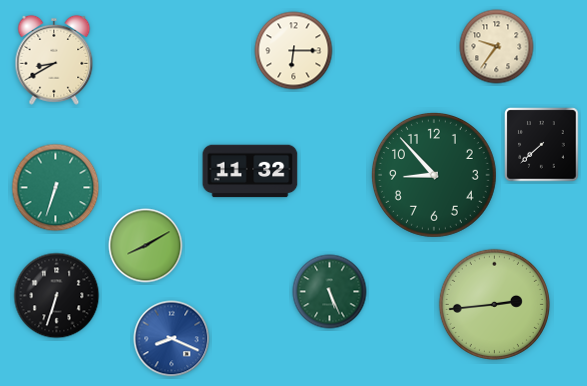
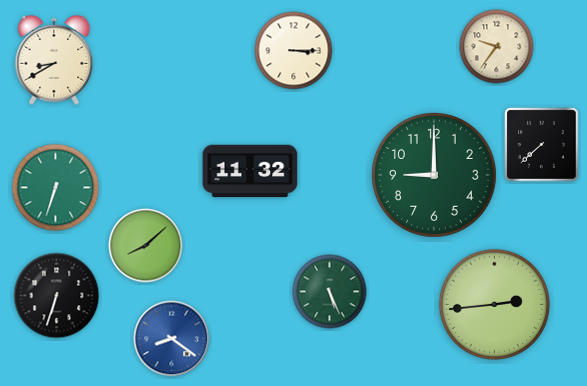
clock at (294, 51): 6:15 -> 3:15
clock at (434, 175): 8:53 -> 9:00
clock at (146, 246): 8:10 -> 8:08
clock at (172, 339): 8:19 -> 8:21
